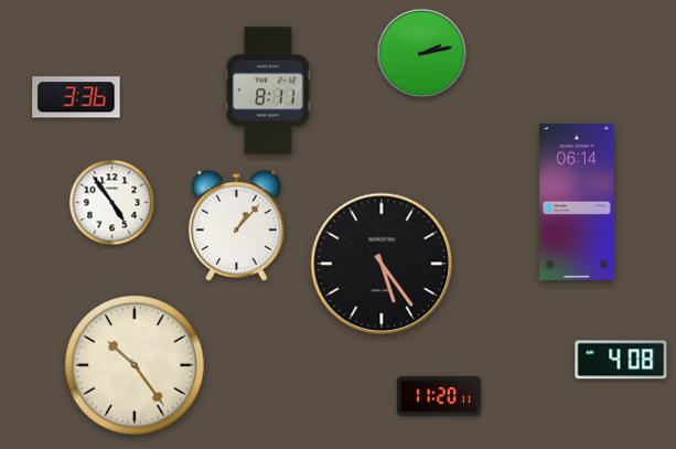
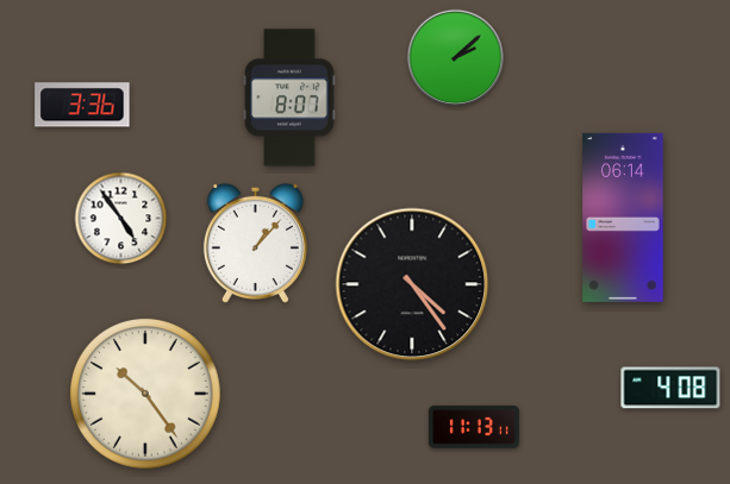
clock at (421, 53): 2:13 -> 2:08
clock at (268, 90): 8:11 -> 8:07
clock at (382, 264): 5:24 -> 4:24
clock at (439, 396): 11:20 -> 11:13
